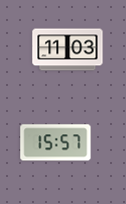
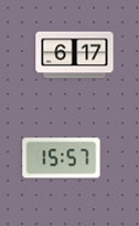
clock at (68, 50): 11:03 -> 6:17
